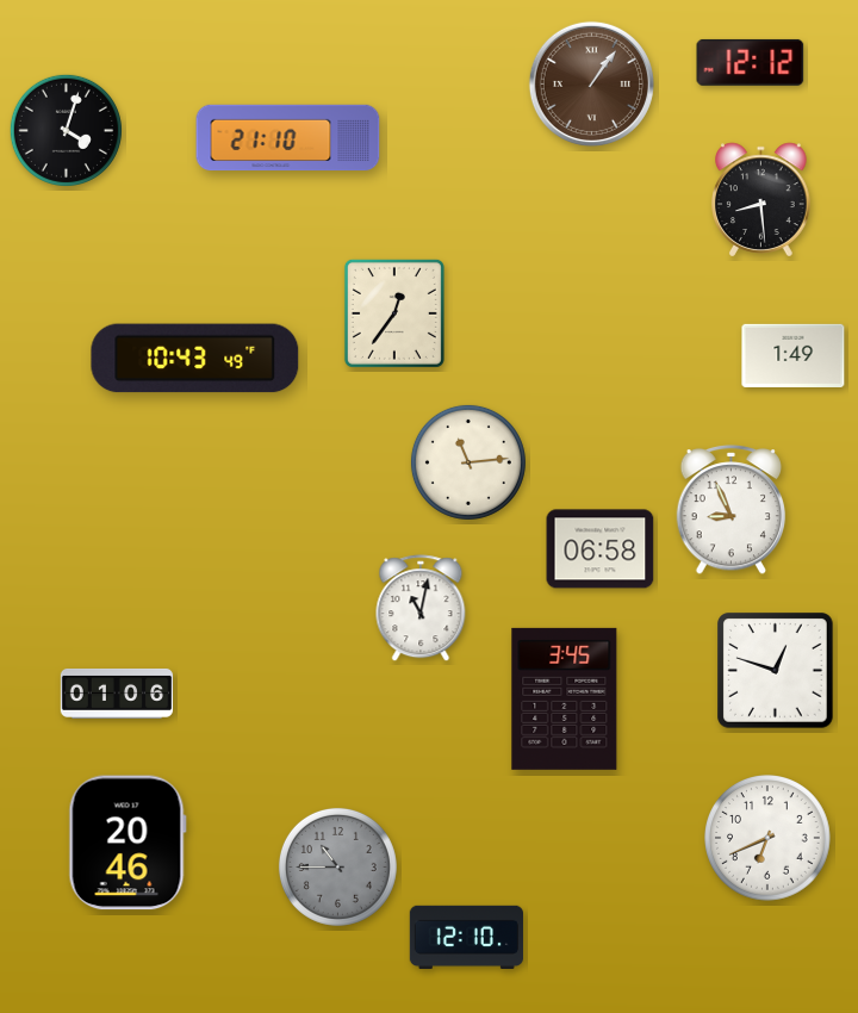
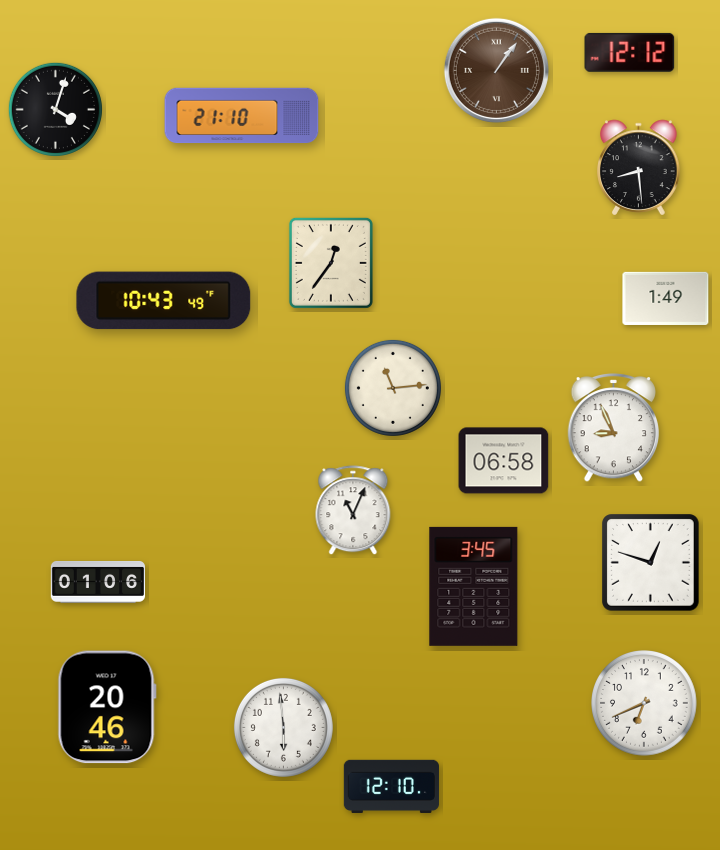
clock at (421, 609): 11:02 -> 11:04
clock at (337, 866): 10:45 -> 5:59
clock at (337, 866) dial: grey -> white
